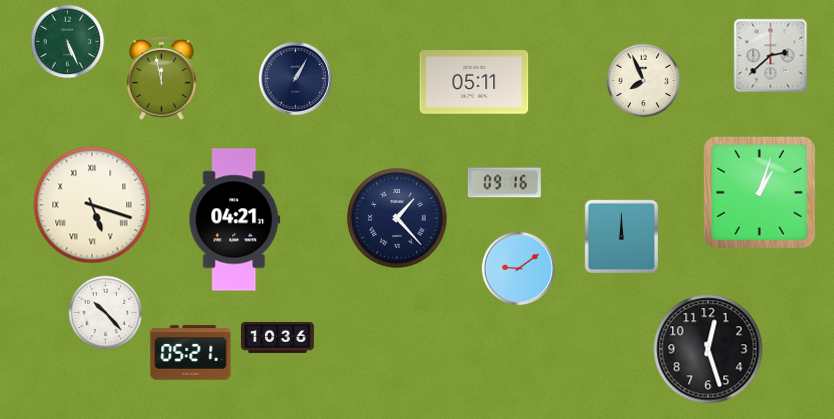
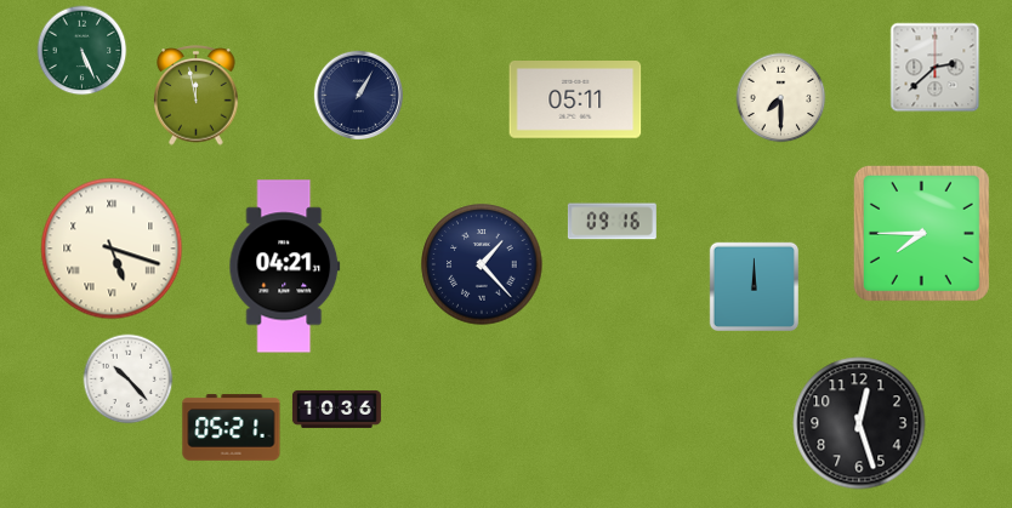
clock at (644, 81): 7:56 -> 7:30
clock at (759, 192): 1:03 -> 7:45
clock at (518, 268): 9:09 -> none
